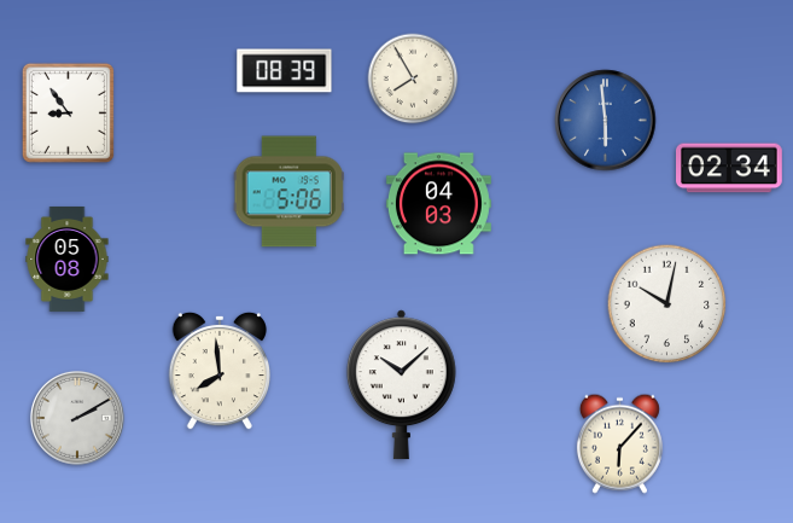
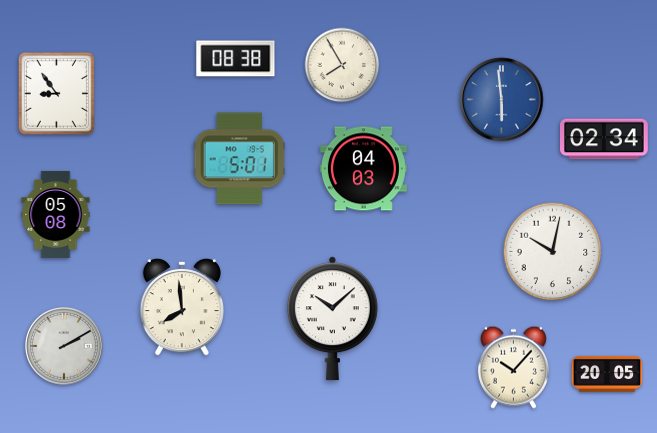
clock at (285, 71): 08:39 -> 08:38
clock at (288, 192): 5:06 -> 5:01
clock at (619, 443): 6:07 -> 10:07
clock at (607, 374): none -> 20:05
